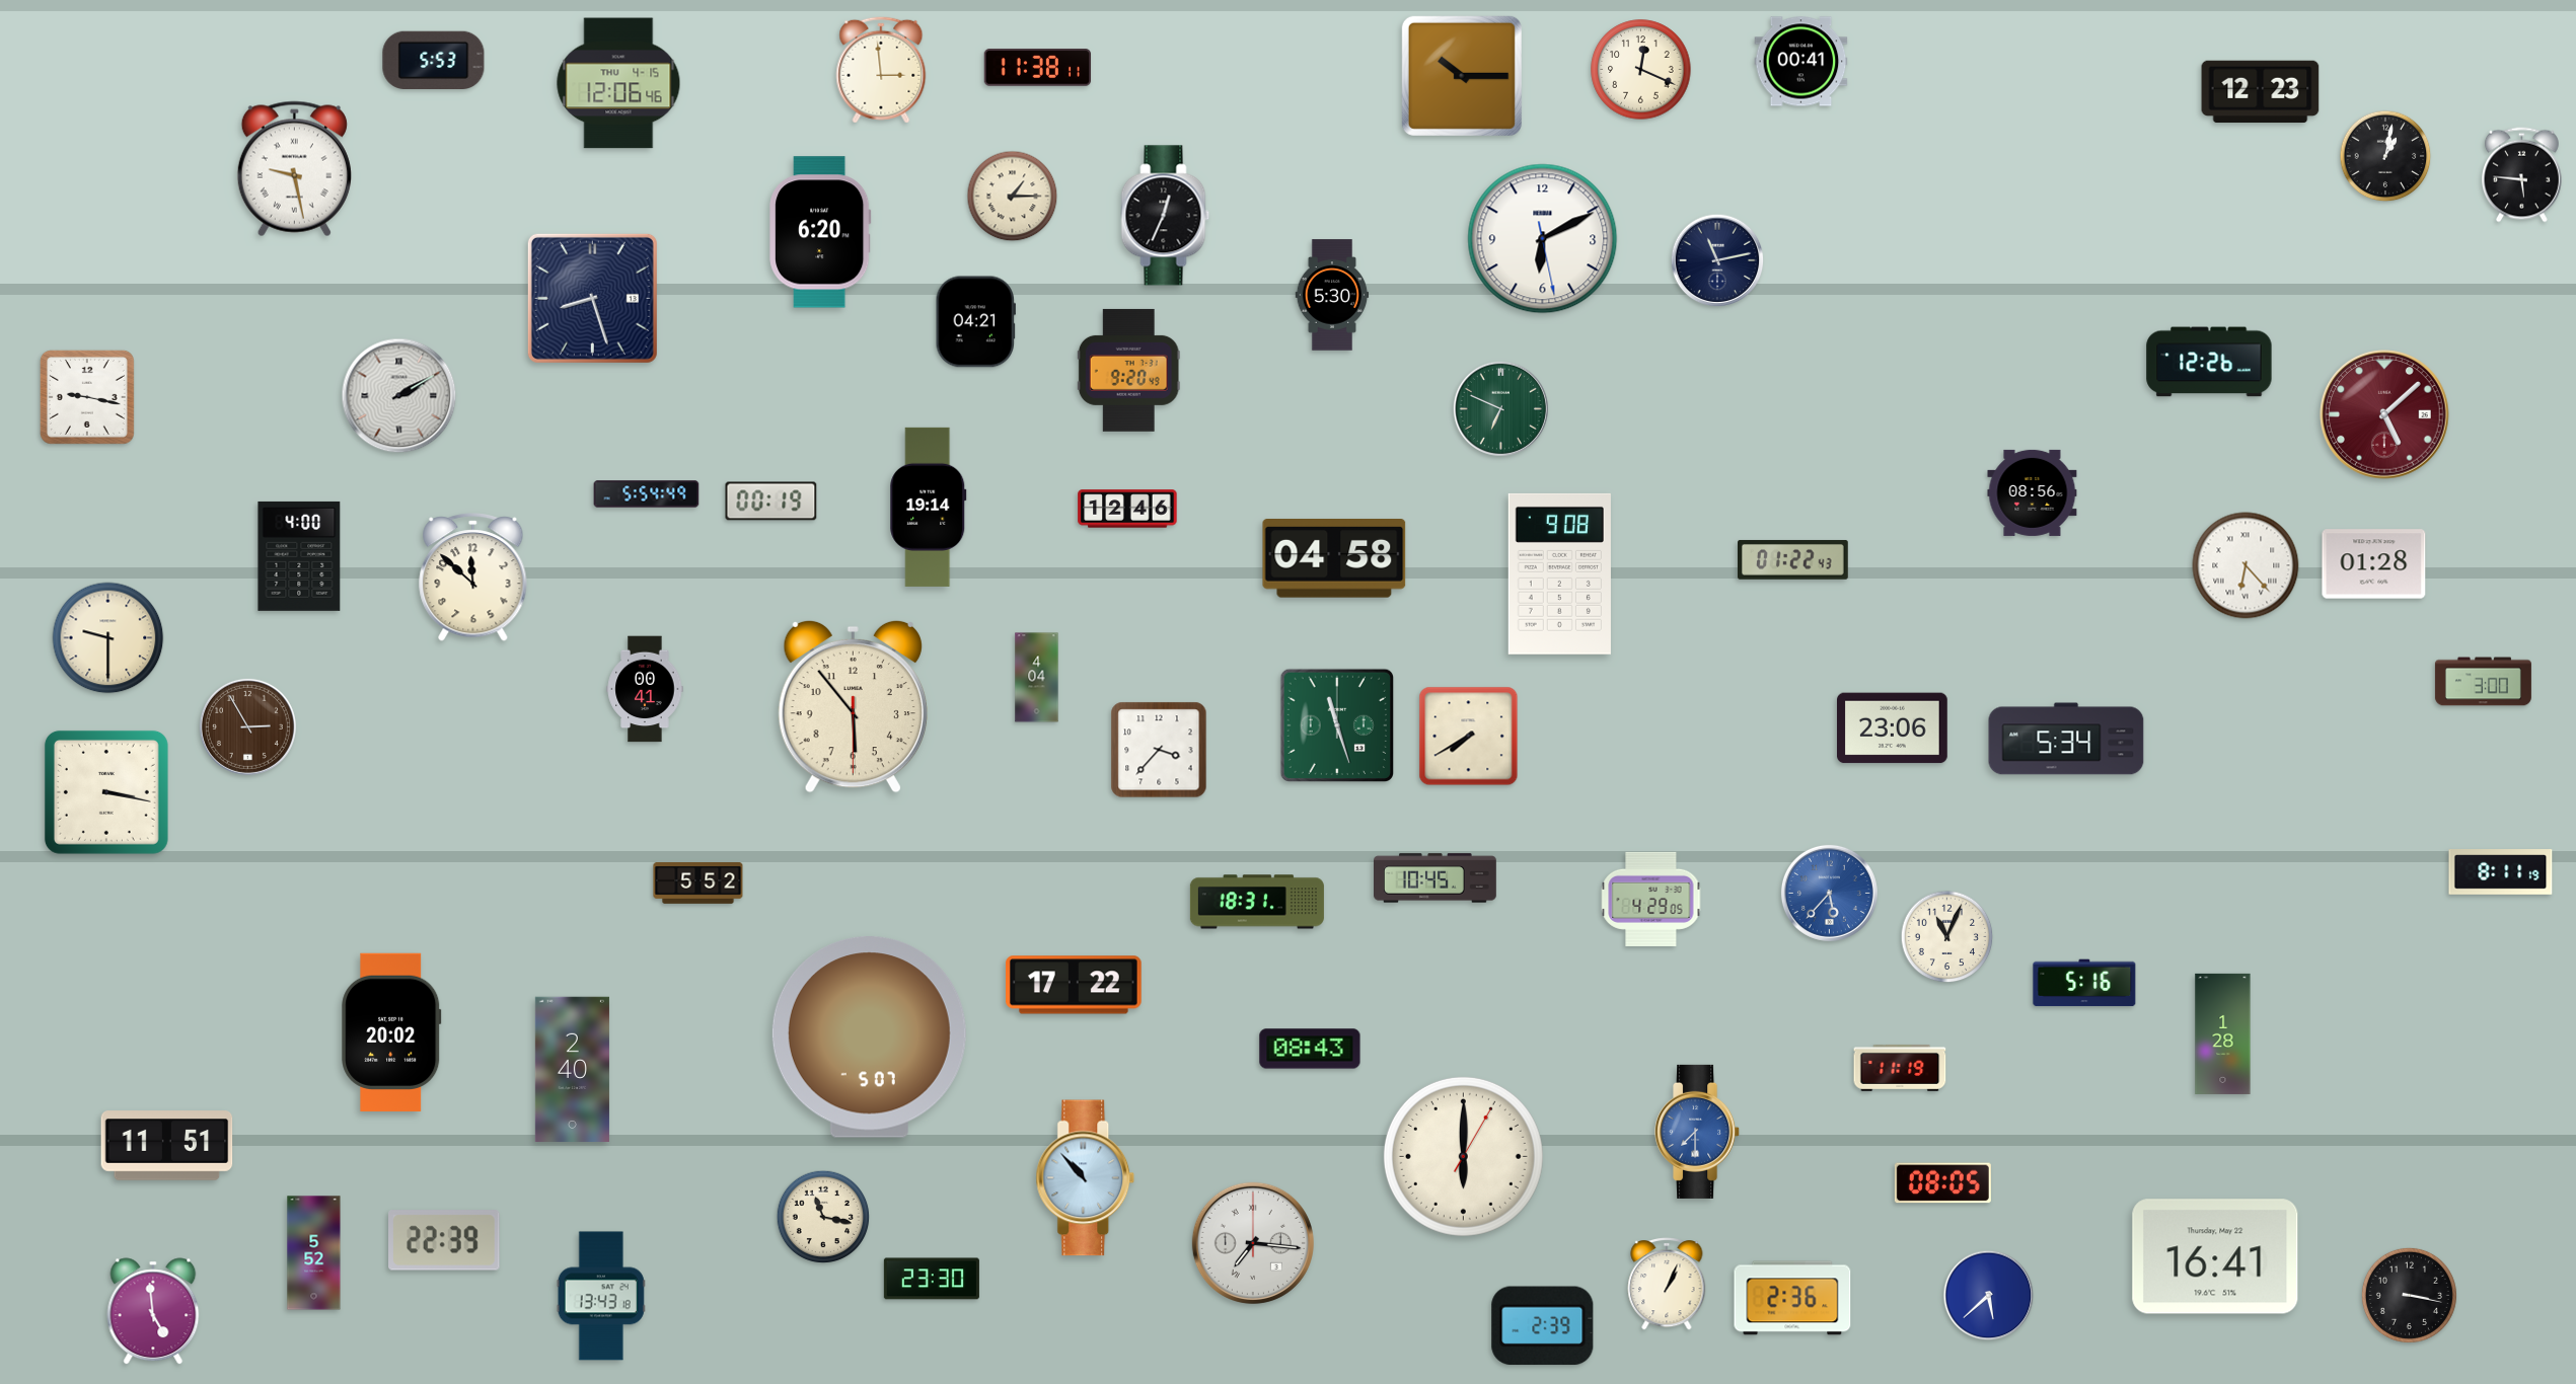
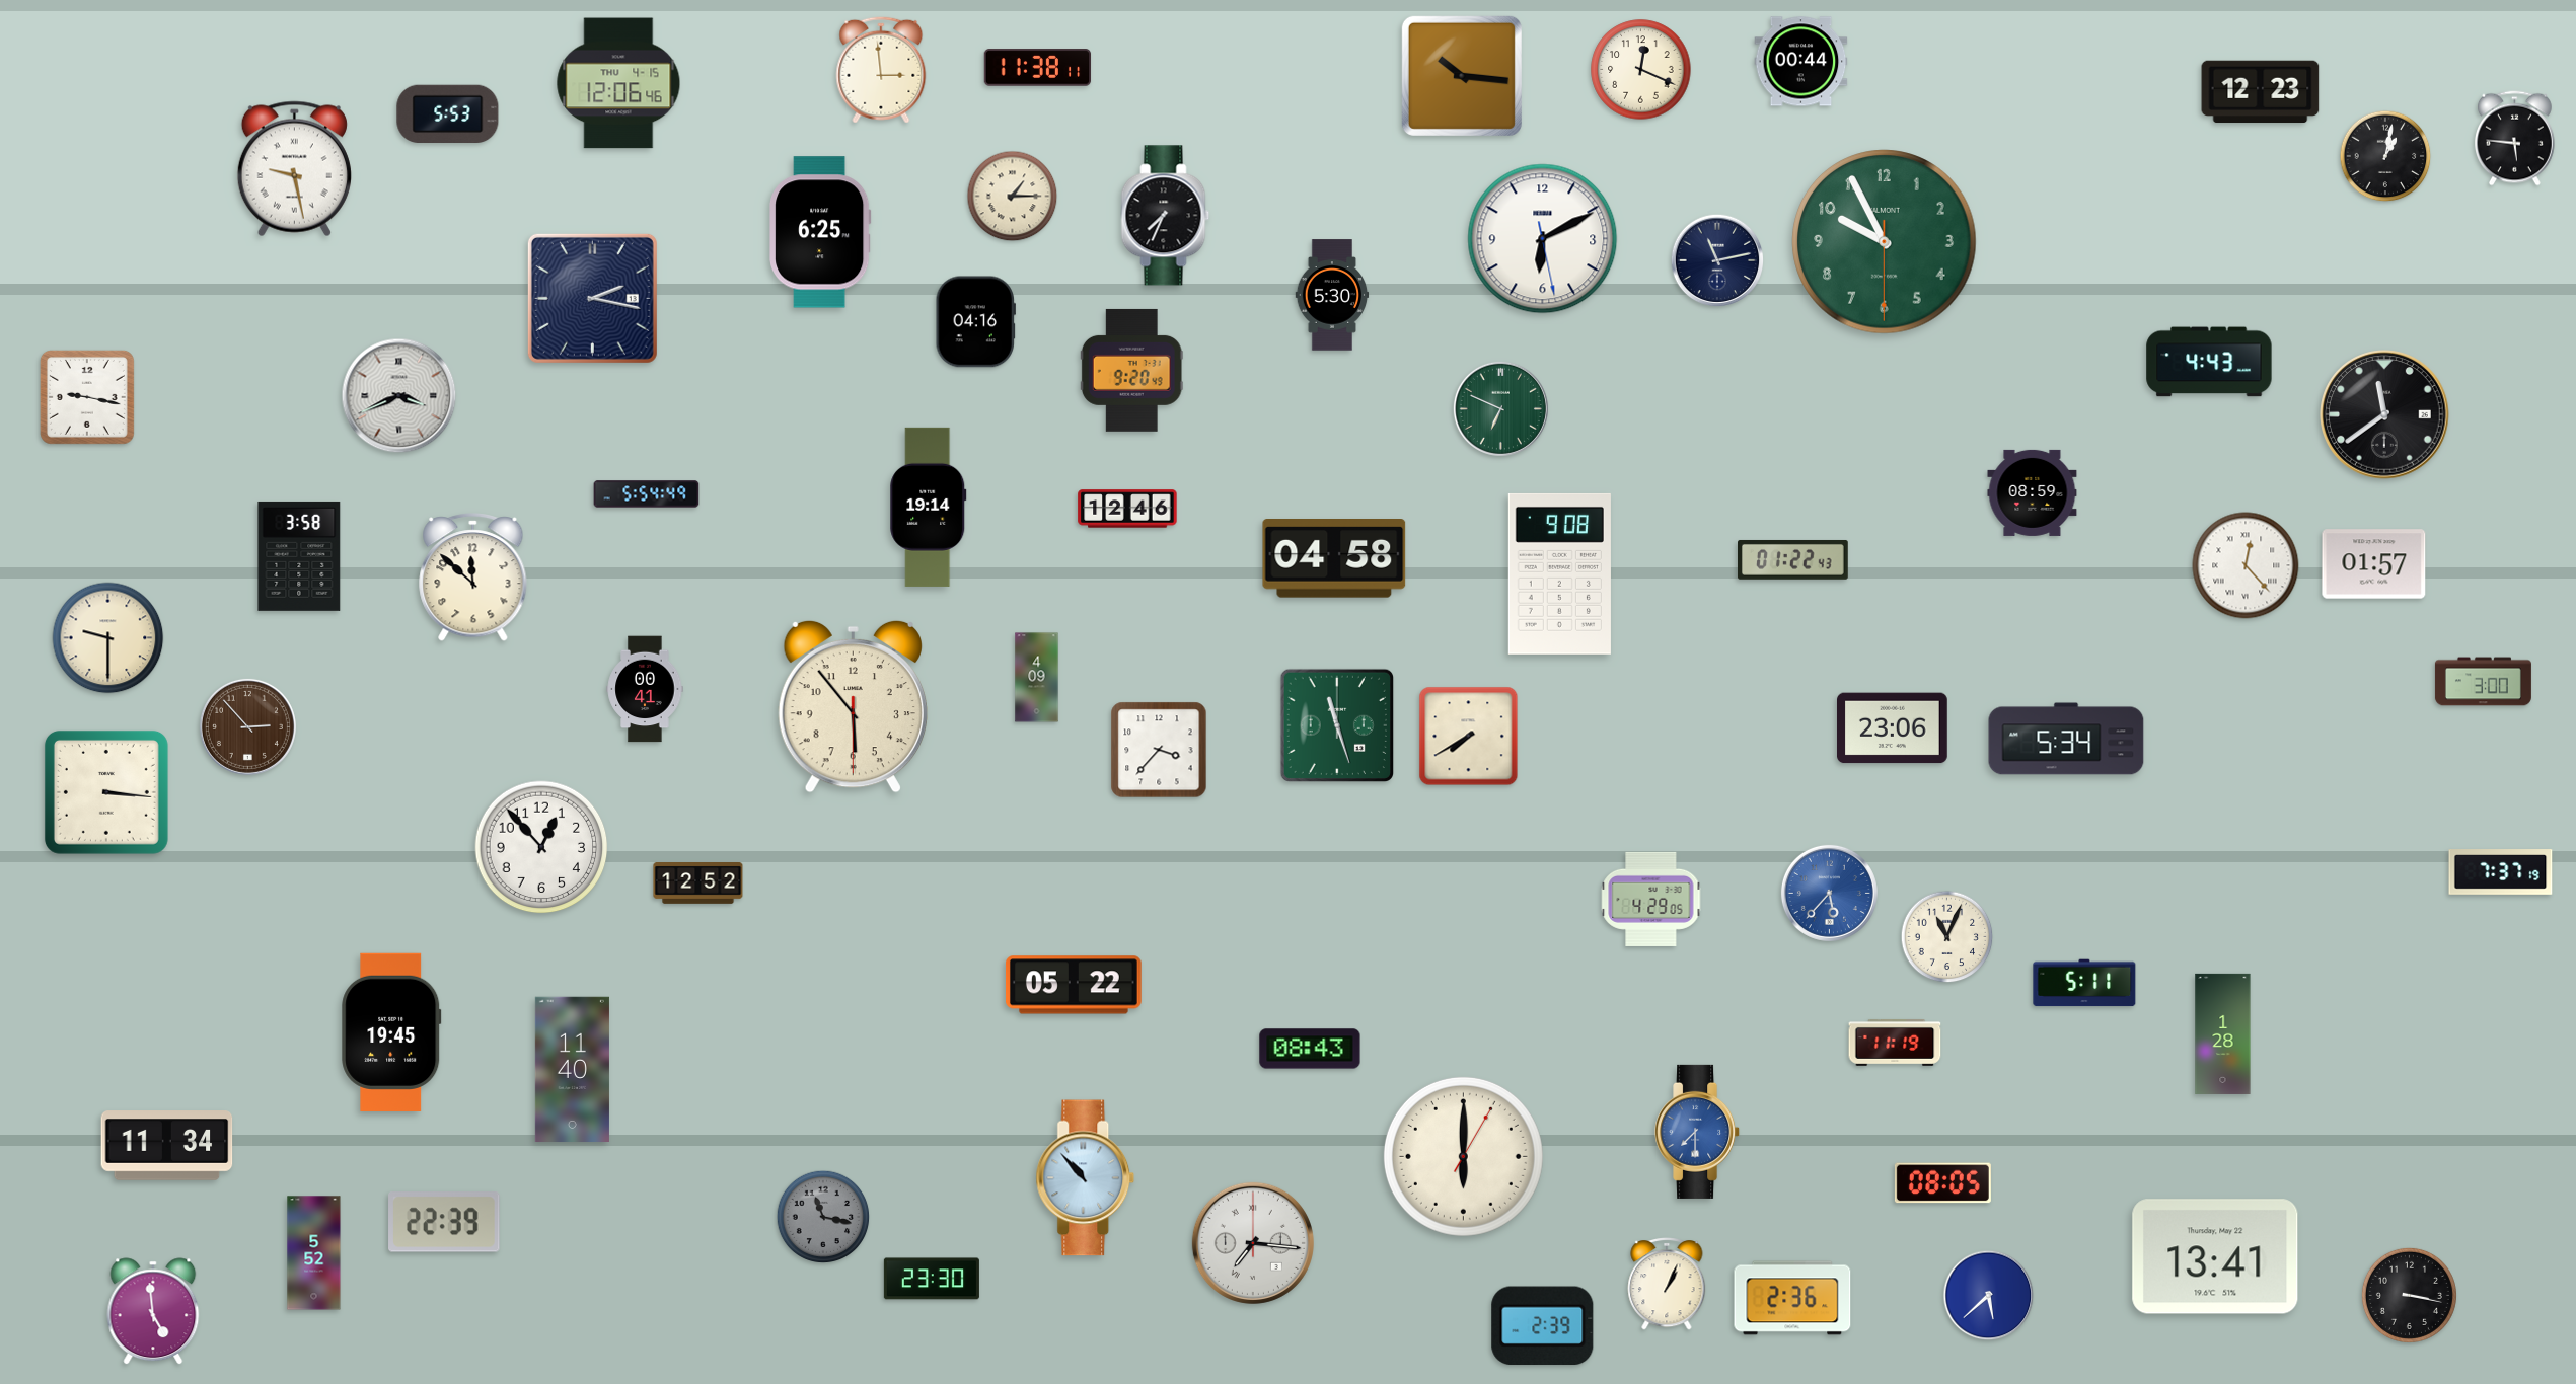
clock at (434, 60) position: (434, 60) -> (448, 113)
clock at (1801, 62): 00:41 -> 00:44
clock at (1462, 76): 10:15 -> 10:16
clock at (2521, 175) position: (2521, 175) -> (2514, 139)
clock at (1166, 216): 12:34 -> 7:34
clock at (820, 232): 6:20 -> 6:25
clock at (1885, 242): none -> 9:55
clock at (592, 298): 8:27 -> 2:17
clock at (975, 322): 04:21 -> 04:16
clock at (2209, 362): 12:26 -> 4:43
clock at (1128, 370) position: (1128, 370) -> (1131, 370)
clock at (399, 396): 2:10 -> 3:41
clock at (2384, 414): 5:08 -> 11:39
clock at (2384, 414) dial: burgundy -> black
clock at (2033, 492): 08:56 -> 08:59
clock at (771, 502): 00:19 -> none
clock at (299, 556): 4:00 -> 3:58
clock at (2374, 564): 01:28 -> 01:57
clock at (2246, 565): 6:23 -> 12:23
clock at (1037, 678): 4:04 -> 4:09
clock at (247, 726): 2:55 -> 2:53
clock at (106, 792): 3:17 -> 3:16
clock at (541, 847): none -> 12:53
clock at (2501, 872): 8:11 -> 7:37
clock at (1436, 878): 10:45 -> none
clock at (698, 883): 5:52 -> 12:52
clock at (1257, 902): 18:31 -> none
clock at (2084, 983): 5:16 -> 5:11
clock at (1074, 985): 17:22 -> 05:22
clock at (391, 1032): 20:02 -> 19:45
clock at (869, 1037): 5:07 -> none
clock at (1900, 1068) position: (1900, 1068) -> (1895, 1043)
clock at (572, 1069): 2:40 -> 11:40
clock at (167, 1146): 11:51 -> 11:34
clock at (823, 1217) dial: cream -> grey
clock at (444, 1240) position: (444, 1240) -> (444, 1222)
clock at (2215, 1256): 16:41 -> 13:41
clock at (601, 1296): 13:43 -> none
